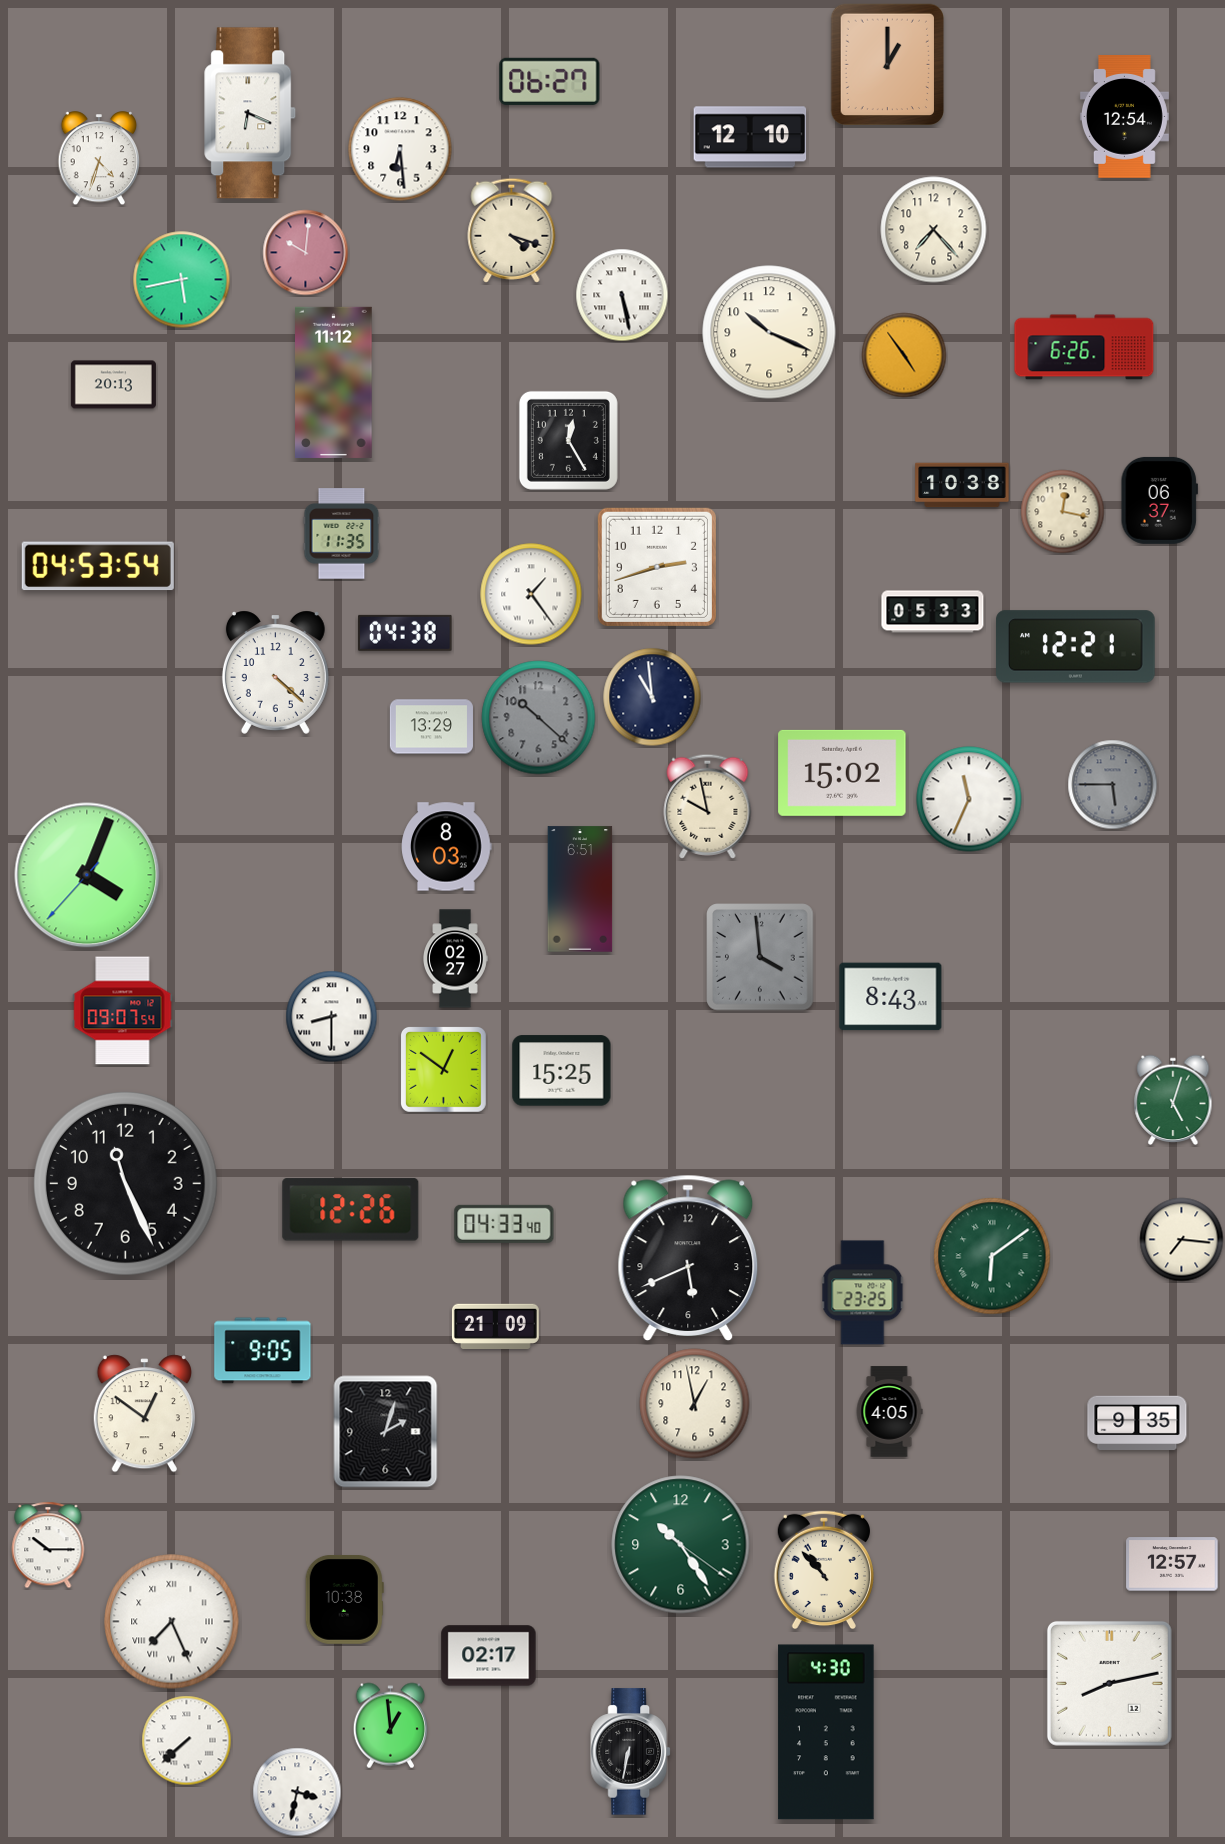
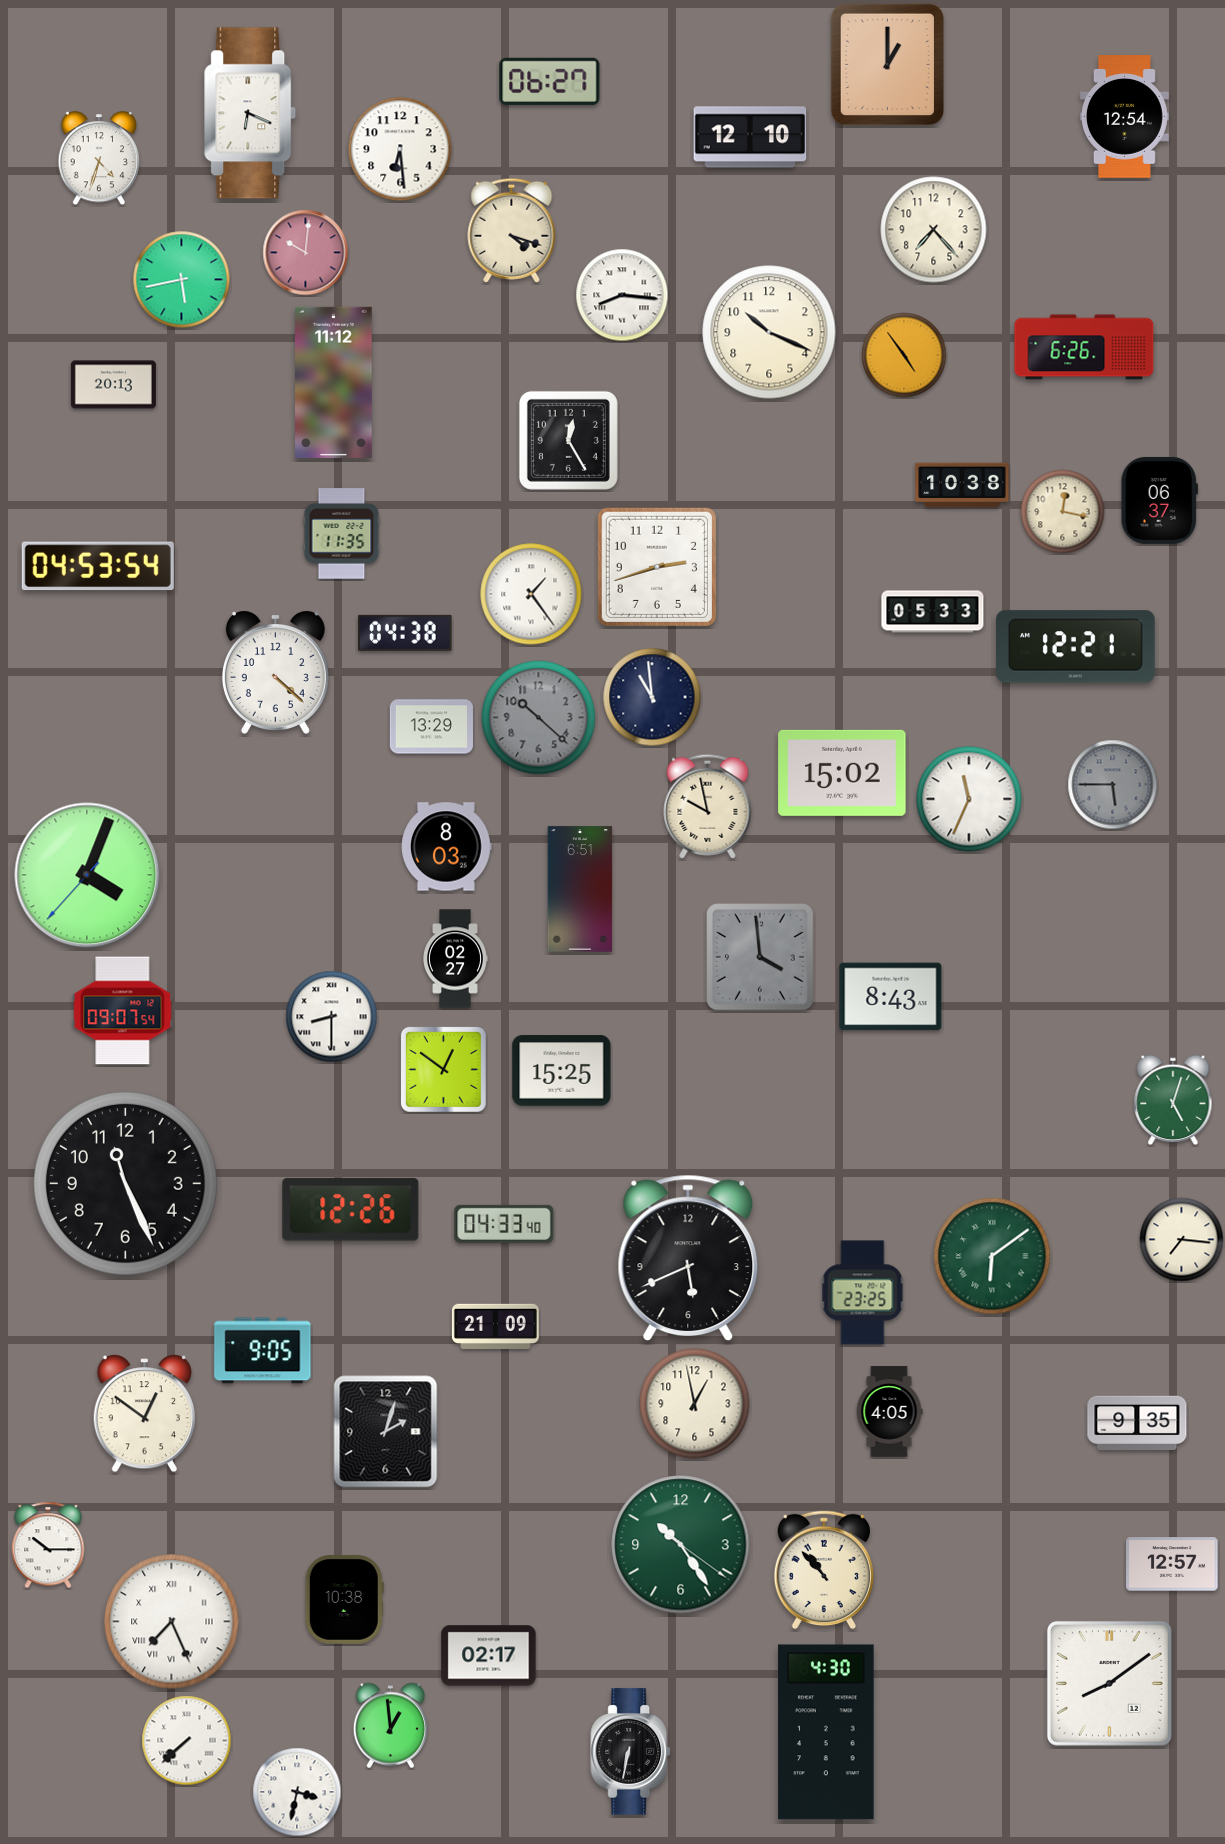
clock at (622, 295): 5:28 -> 8:16
clock at (1109, 1683): 8:13 -> 8:09
